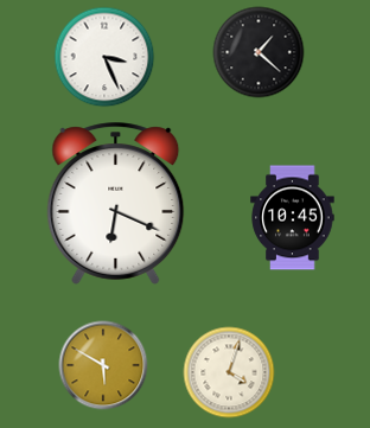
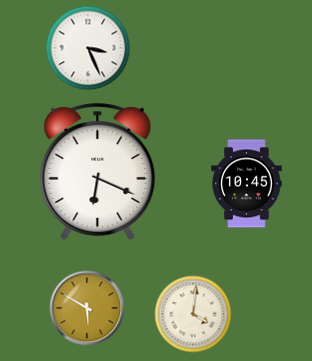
clock at (259, 52): 1:22 -> none
clock at (229, 372): 4:03 -> 4:01
